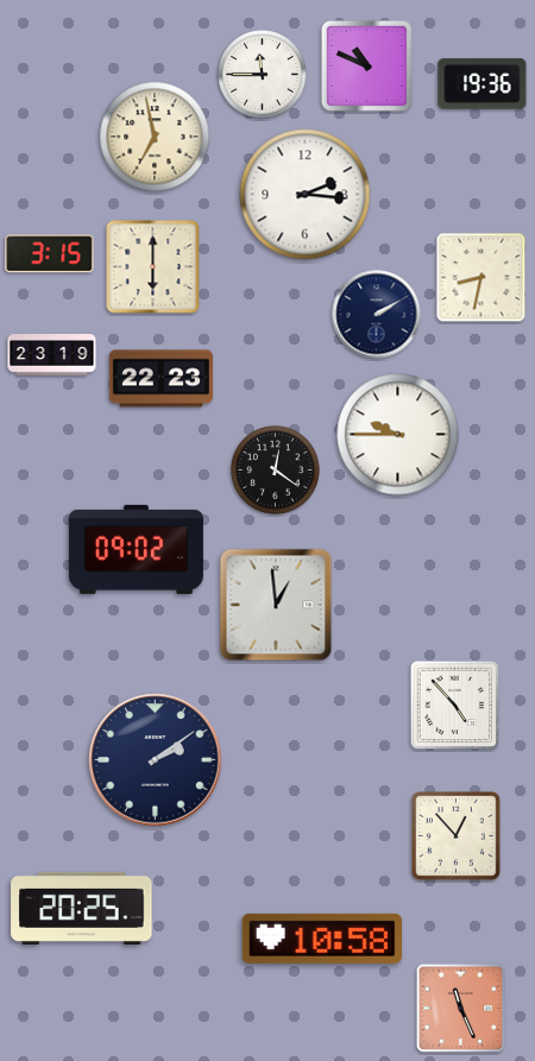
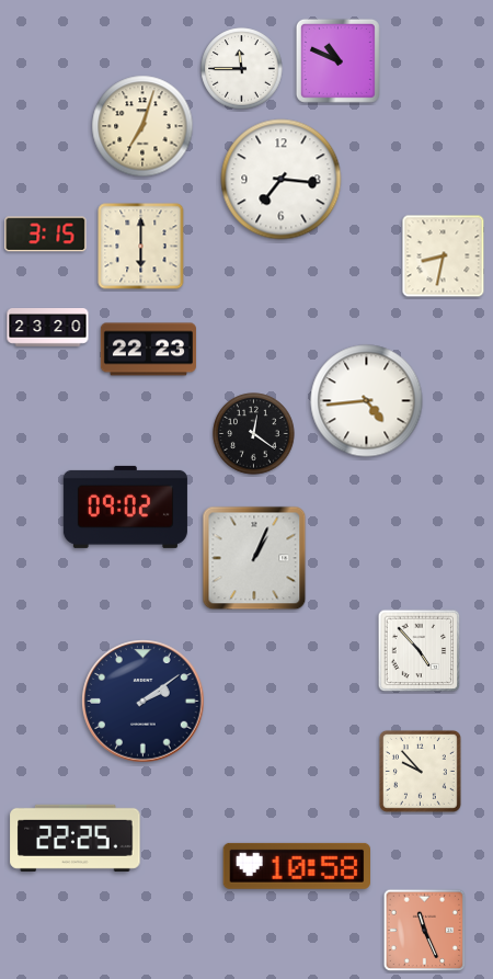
clock at (483, 84): 19:36 -> none
clock at (155, 137): 6:58 -> 7:03
clock at (306, 195): 2:16 -> 7:16
clock at (377, 315): 2:10 -> none
clock at (52, 355): 23:19 -> 23:20
clock at (398, 435): 9:45 -> 4:44
clock at (276, 605): 12:59 -> 1:04
clock at (455, 835): 12:53 -> 9:53
clock at (82, 908): 20:25 -> 22:25
